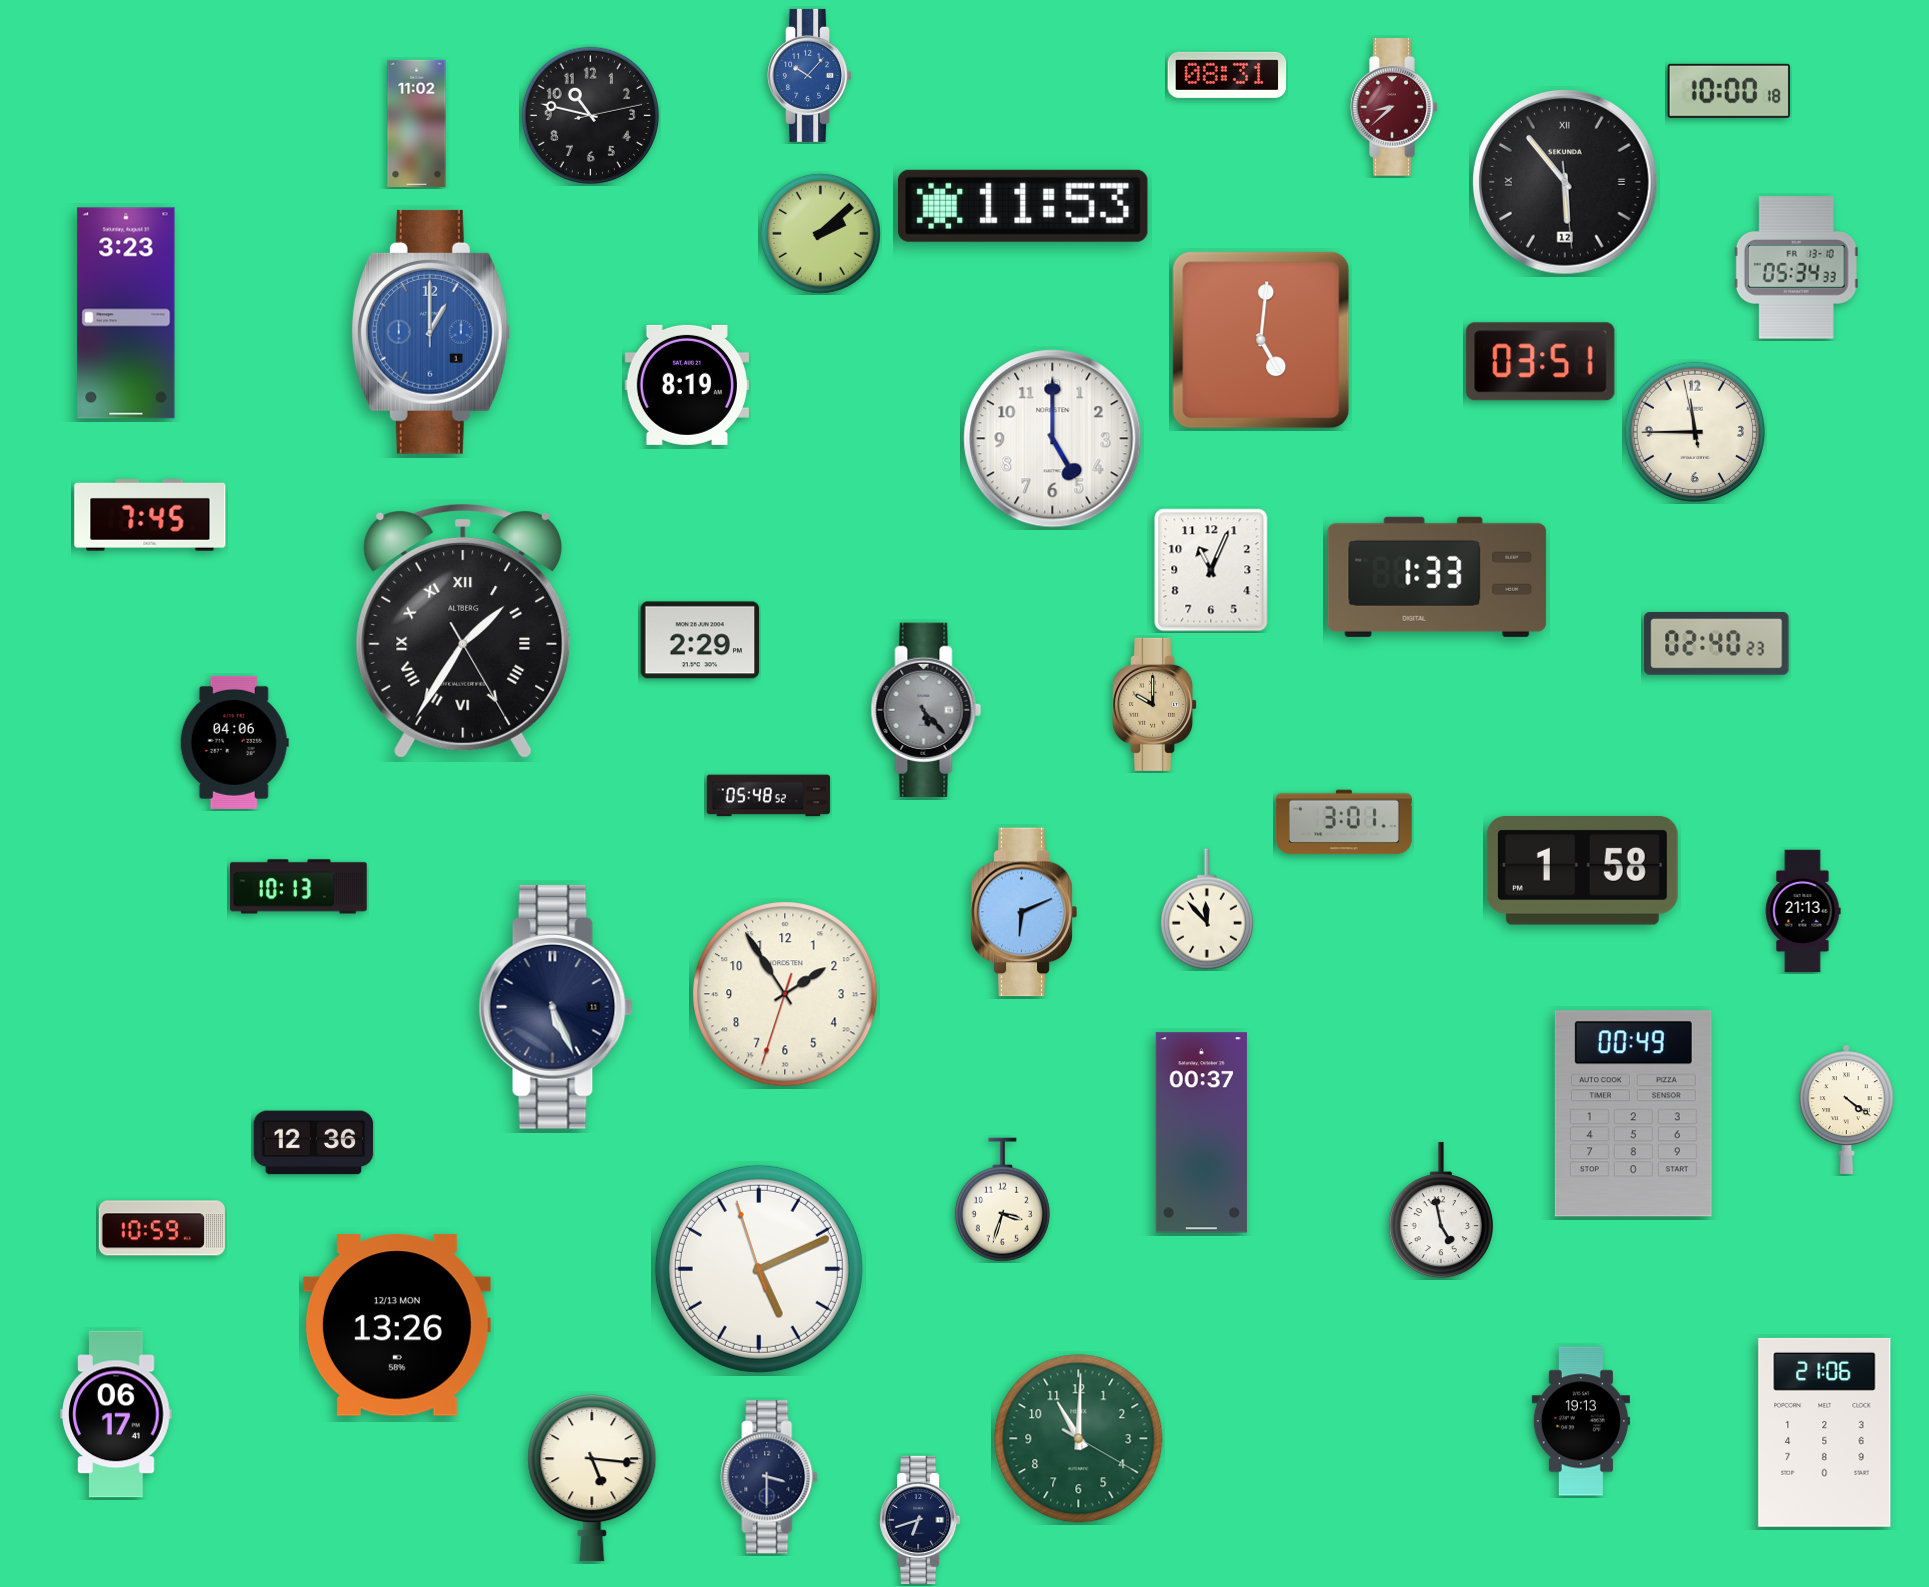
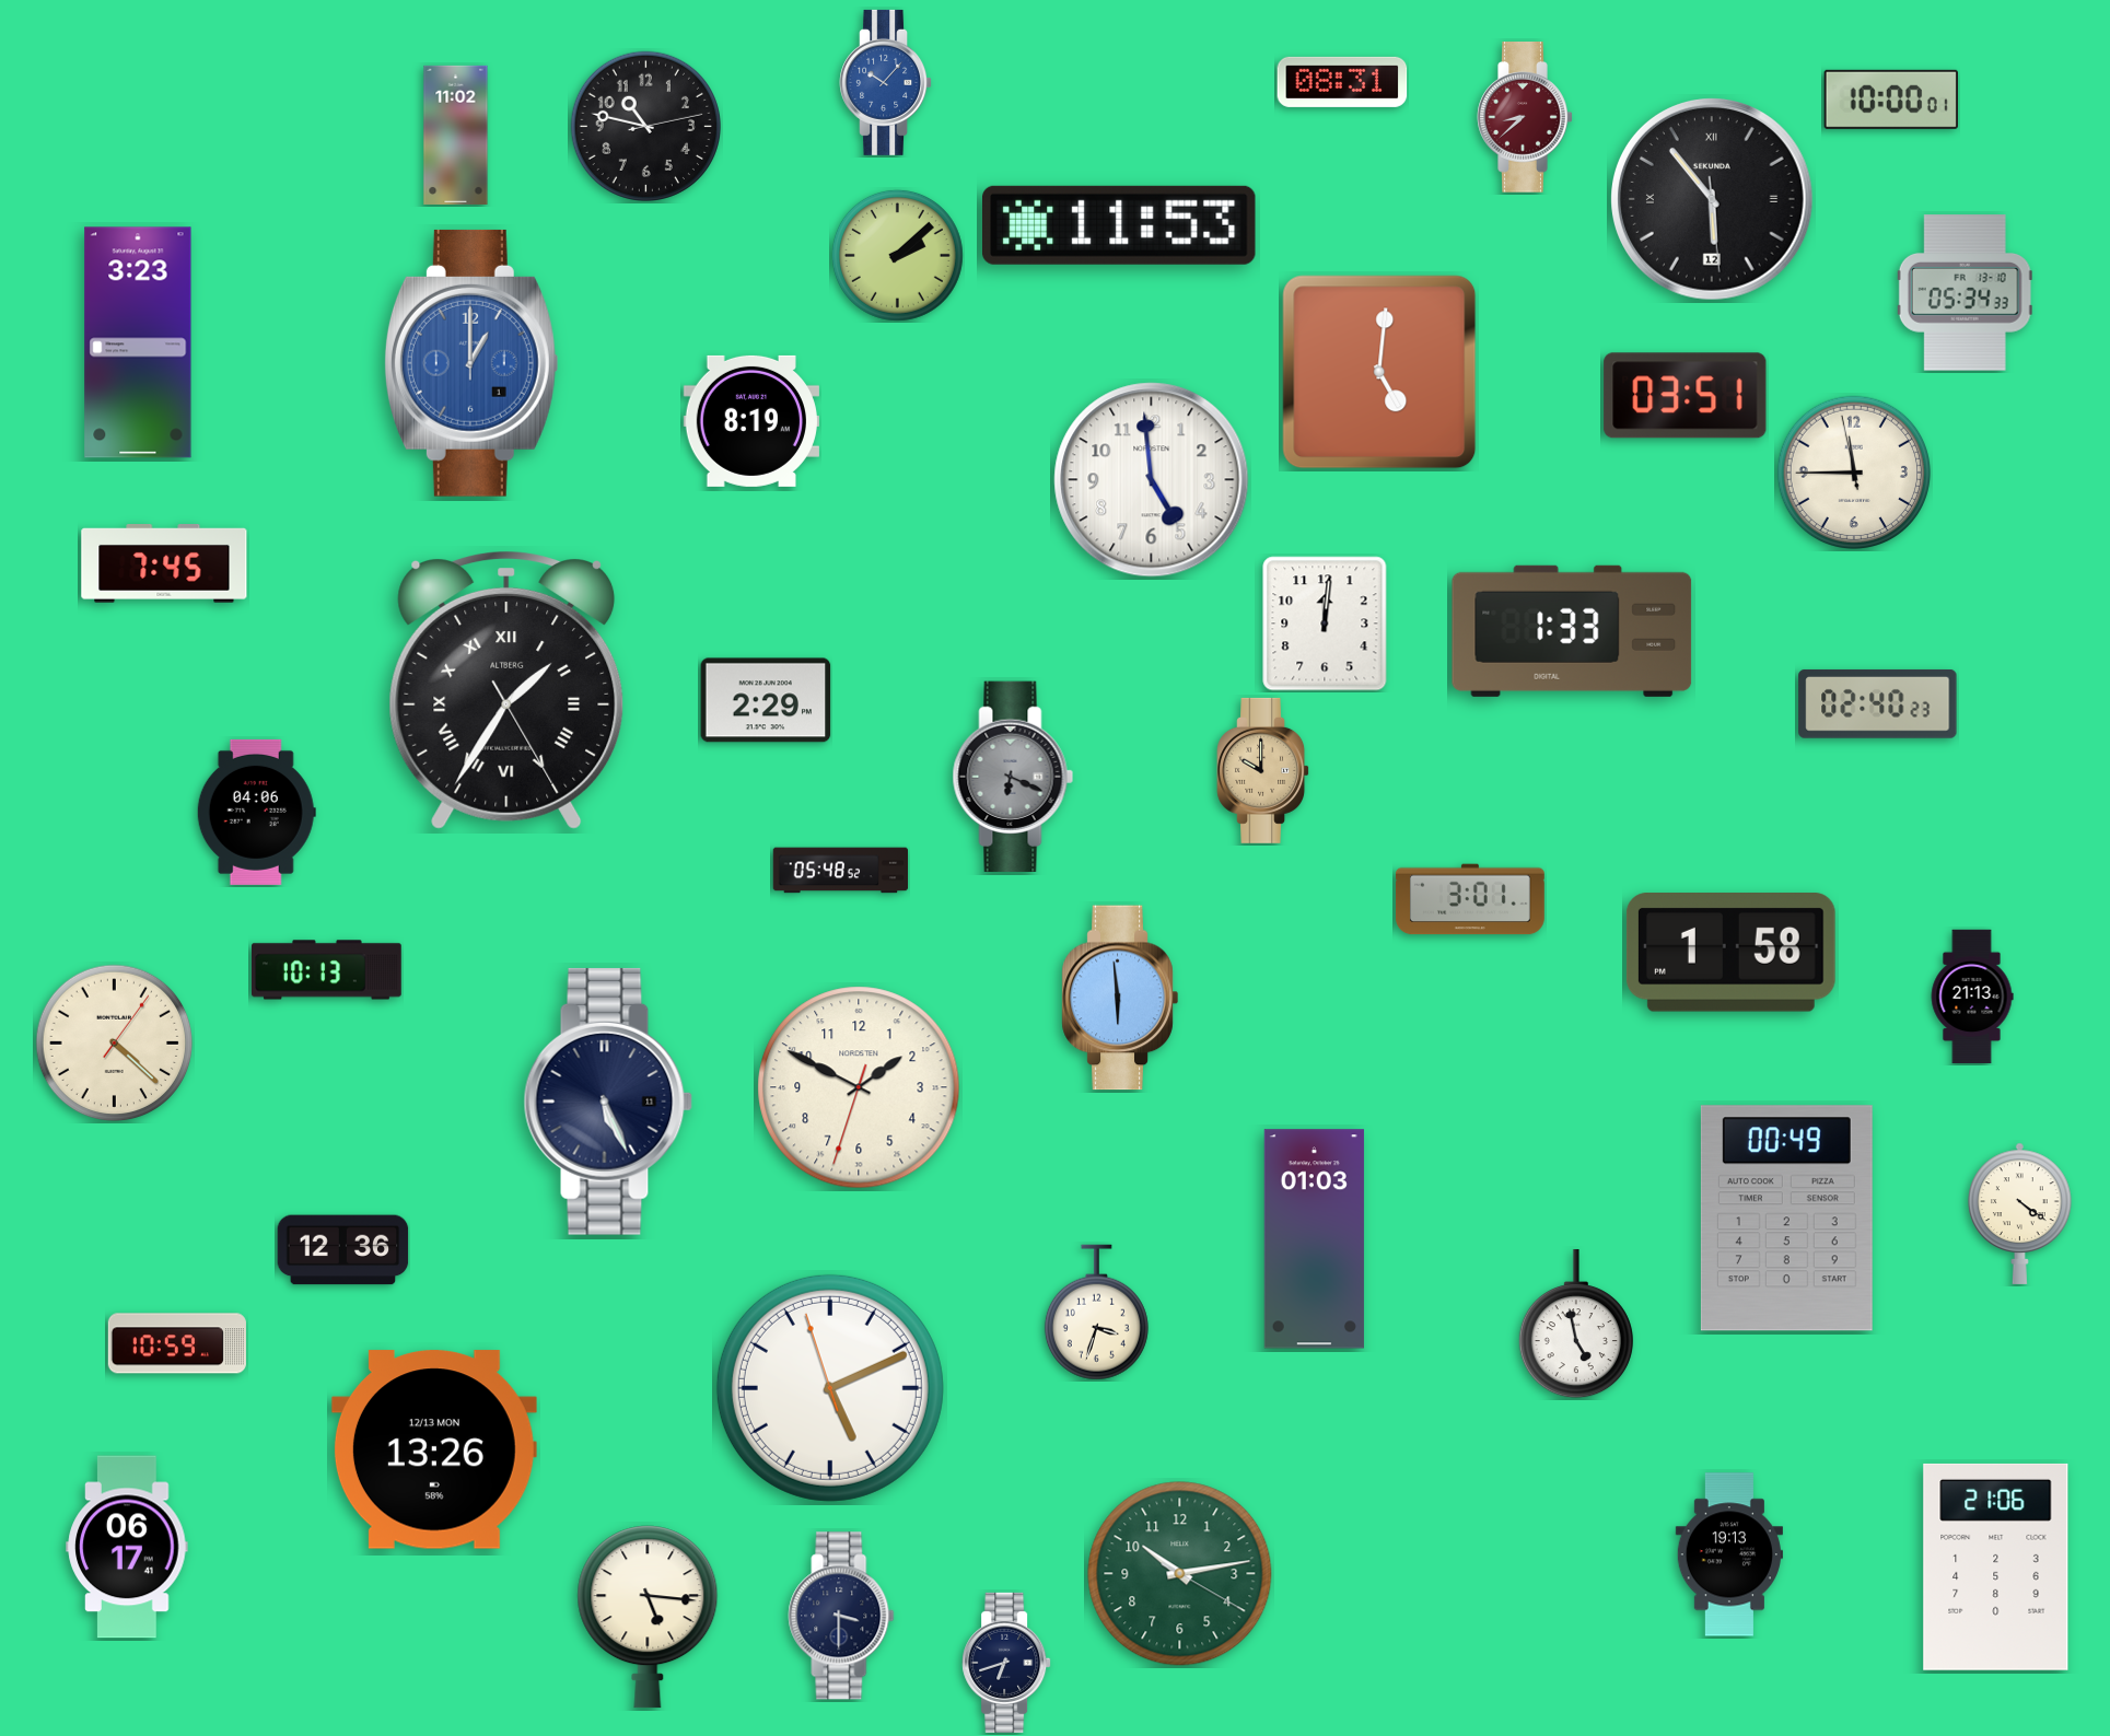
clock at (1729, 91): 10:00:18 -> 10:00:01
clock at (1053, 439): 5:00 -> 4:59
clock at (1211, 570): 11:04 -> 12:01
clock at (926, 709): 5:23 -> 6:19
clock at (1207, 909): 11:53 -> none
clock at (1024, 912): 6:11 -> 5:59
clock at (115, 1044): none -> 4:22
clock at (785, 994): 1:54 -> 1:49
clock at (1201, 1133): 00:37 -> 01:03
clock at (1079, 1439): 11:00 -> 10:13
